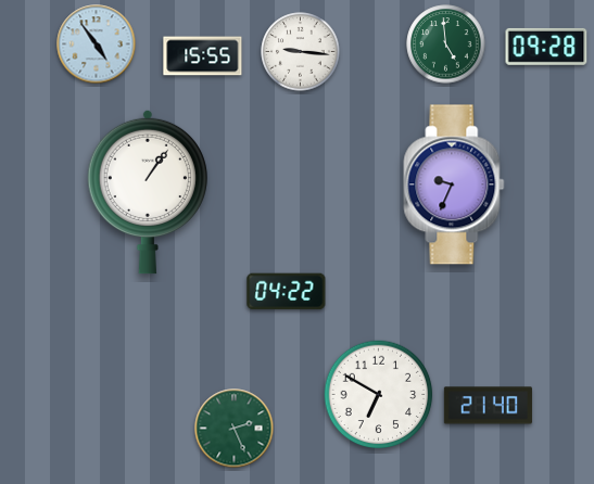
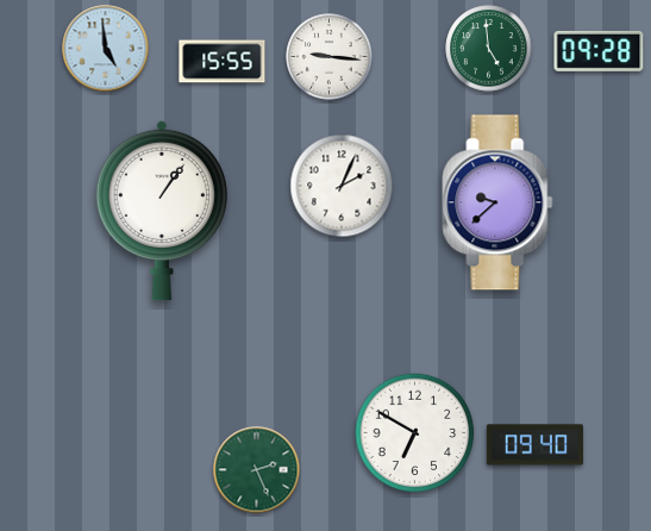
clock at (97, 44): 4:54 -> 4:59
clock at (342, 186): none -> 2:04
clock at (454, 184): 9:34 -> 9:38
clock at (287, 292): 04:22 -> none
clock at (488, 406): 21:40 -> 09:40
